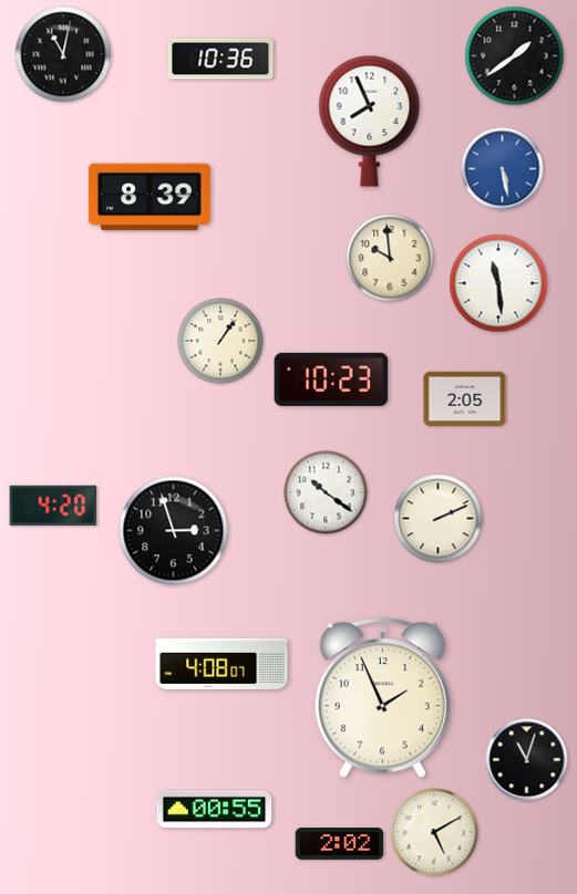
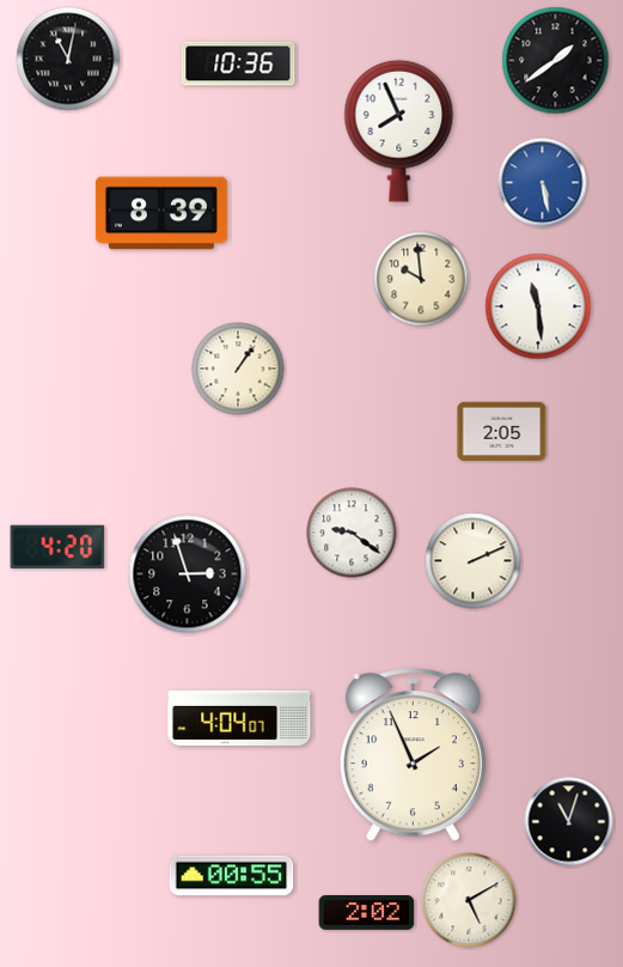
clock at (331, 380): 10:23 -> none
clock at (326, 492): 10:21 -> 9:21
clock at (221, 663): 4:08 -> 4:04
